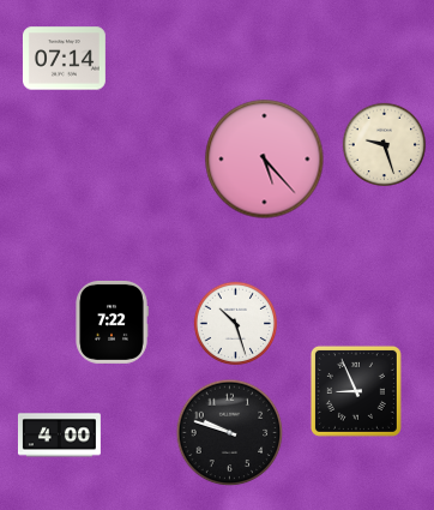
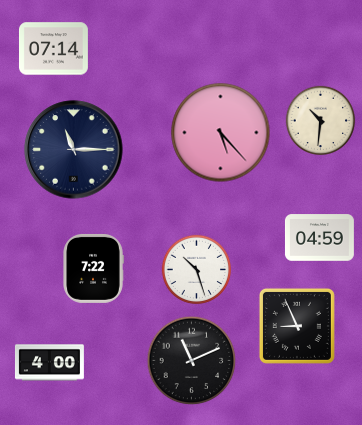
clock at (385, 145): 9:27 -> 10:31
clock at (74, 150): none -> 11:15
clock at (319, 238): none -> 04:59
clock at (230, 433): 9:48 -> 11:11
